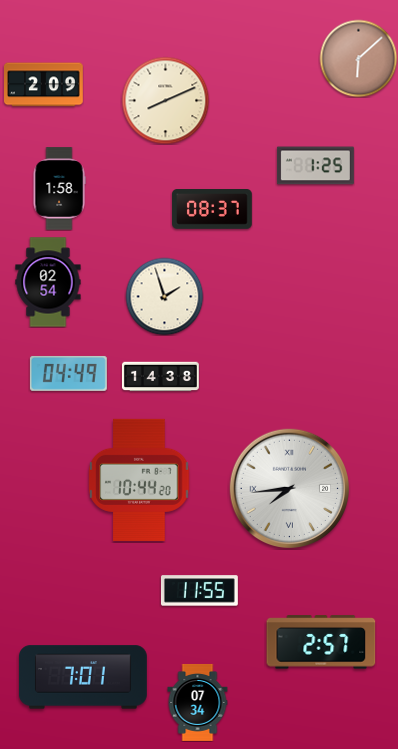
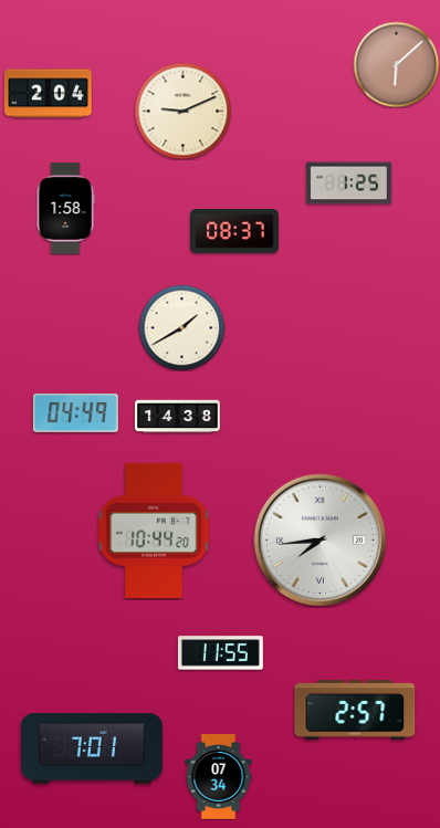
clock at (44, 85): 2:09 -> 2:04
clock at (165, 100): 8:11 -> 9:11
clock at (48, 282): 02:54 -> none
clock at (164, 296): 1:57 -> 1:40
